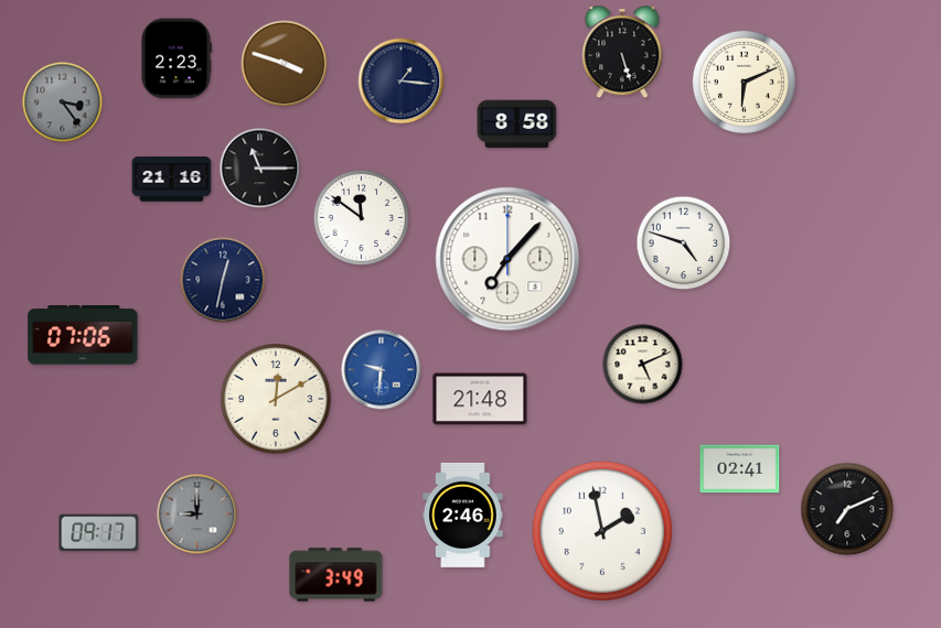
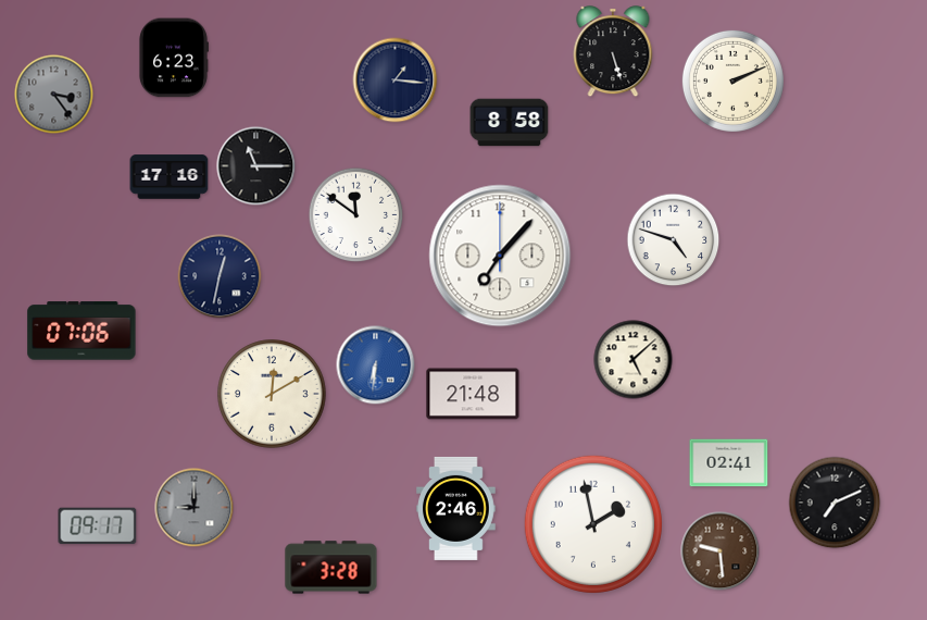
clock at (175, 58): 2:23 -> 6:23
clock at (285, 64): 3:48 -> none
clock at (744, 82): 6:11 -> 2:11
clock at (63, 102) position: (63, 102) -> (54, 95)
clock at (172, 180): 21:16 -> 17:16
clock at (643, 365): 5:11 -> 5:08
clock at (382, 370): 9:31 -> 6:31
clock at (721, 551): none -> 9:29
clock at (336, 575): 3:49 -> 3:28
